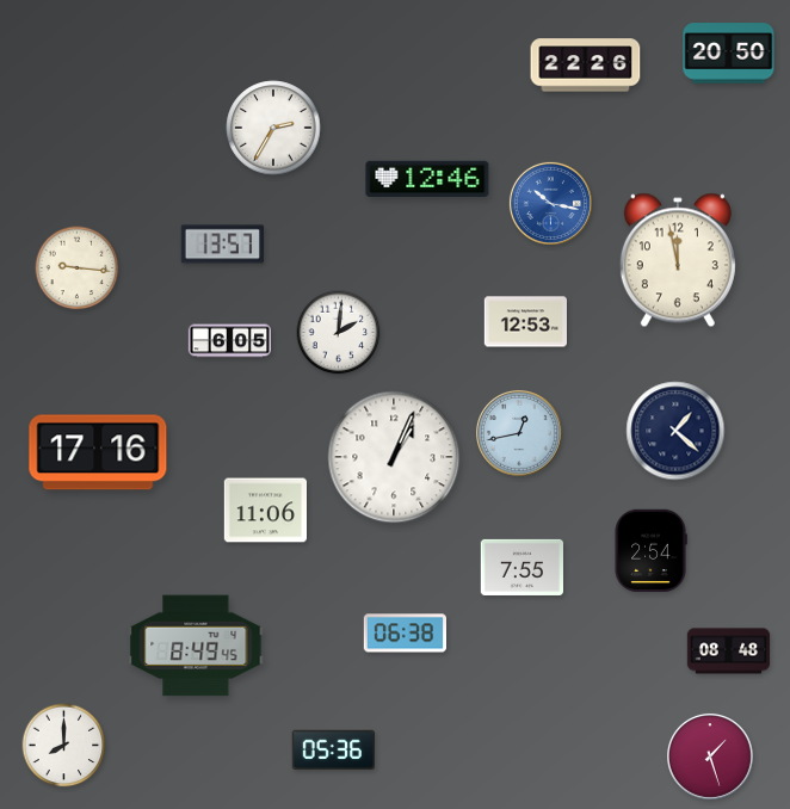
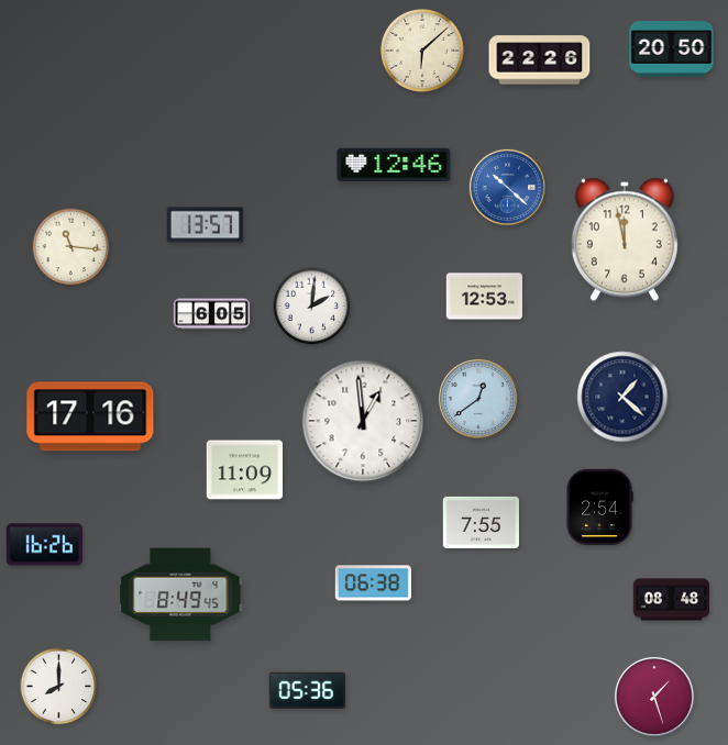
clock at (422, 51): none -> 6:08
clock at (273, 128): 2:35 -> none
clock at (550, 203): 10:17 -> 10:22
clock at (78, 268): 9:16 -> 11:16
clock at (519, 433): 12:43 -> 12:39
clock at (394, 457): 1:04 -> 12:59
clock at (265, 511): 11:06 -> 11:09
clock at (44, 545): none -> 16:26
